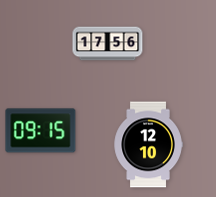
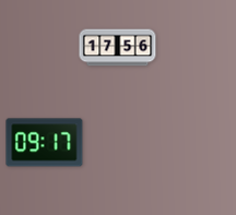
clock at (41, 131): 09:15 -> 09:17
clock at (148, 145): 12:10 -> none
